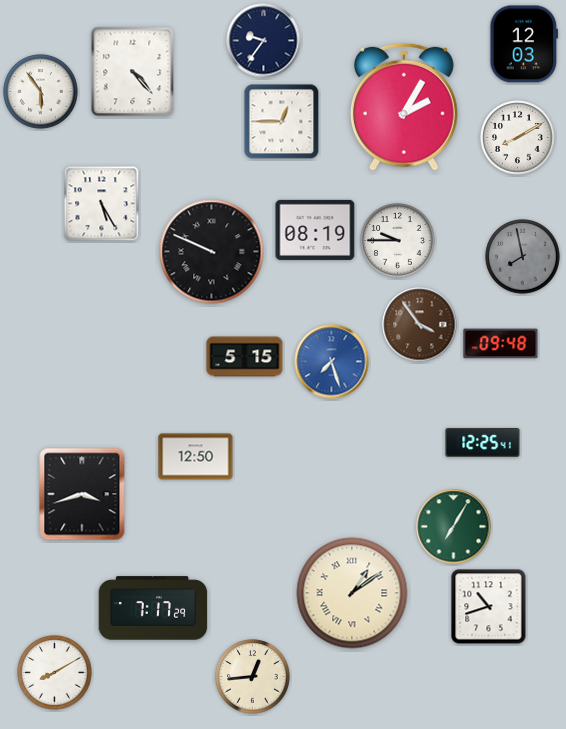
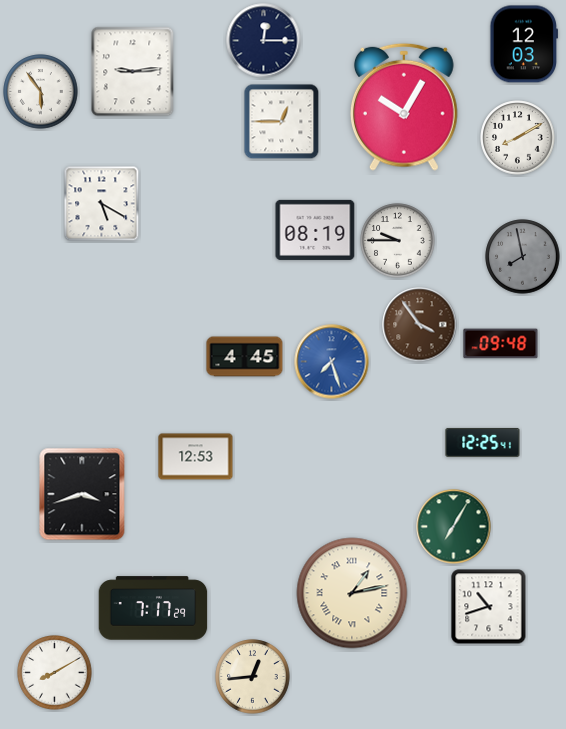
clock at (264, 41): 9:36 -> 12:15
clock at (133, 72): 4:23 -> 9:14
clock at (404, 107): 2:05 -> 10:05
clock at (102, 204): 5:25 -> 5:20
clock at (212, 252): 9:49 -> none
clock at (245, 357): 5:15 -> 4:45
clock at (196, 457): 12:50 -> 12:53
clock at (352, 593): 1:09 -> 1:13
